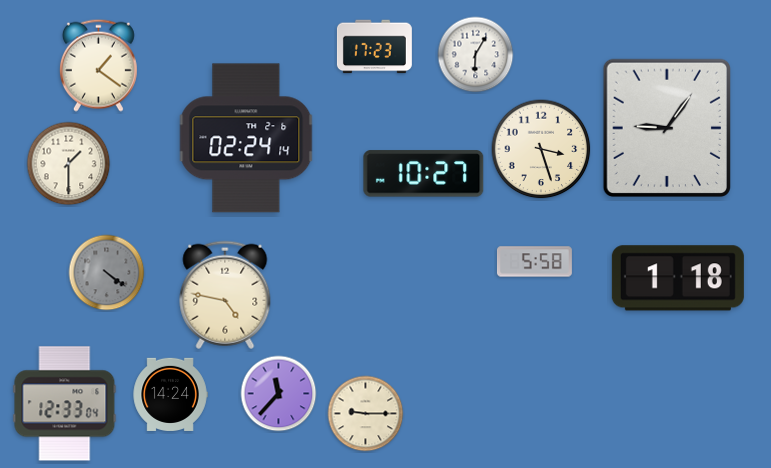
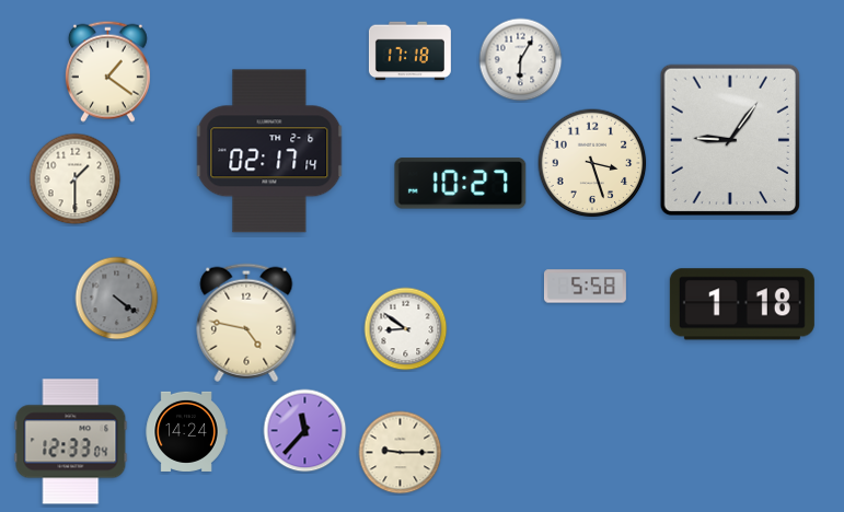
clock at (374, 47): 17:23 -> 17:18
clock at (246, 138): 02:24 -> 02:17
clock at (424, 174) position: (424, 174) -> (461, 184)
clock at (406, 329): none -> 8:51
